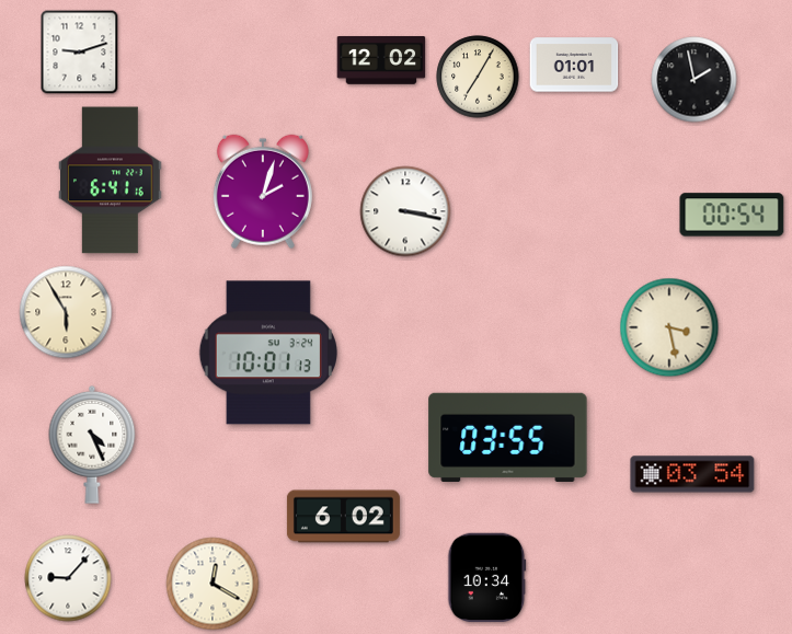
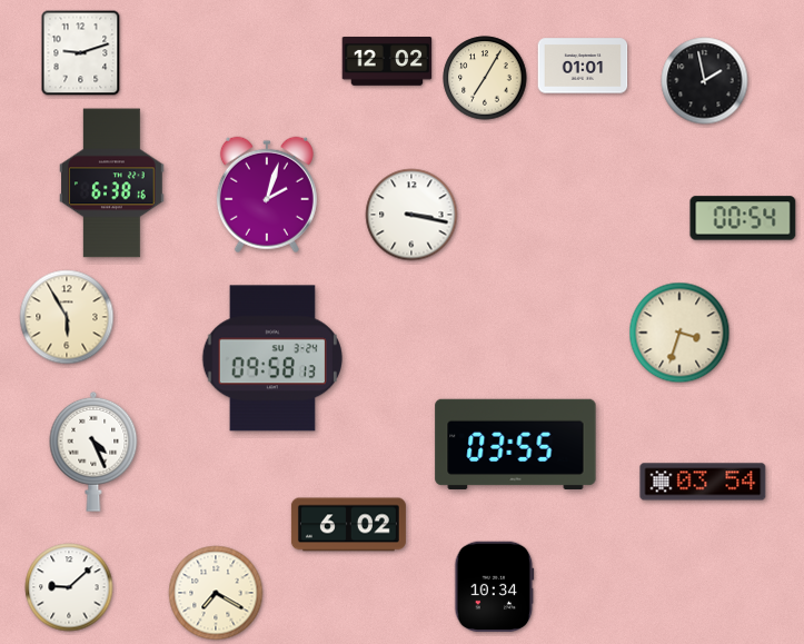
clock at (111, 181): 6:41 -> 6:38
clock at (669, 327): 3:28 -> 3:33
clock at (268, 353): 10:01 -> 09:58
clock at (68, 578): 9:07 -> 9:08
clock at (213, 584): 12:20 -> 7:20
